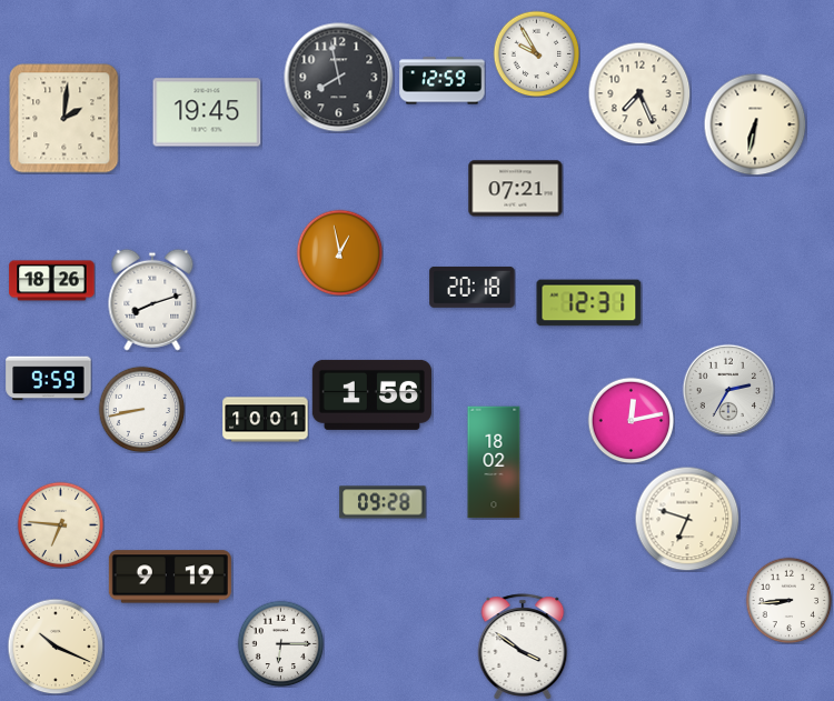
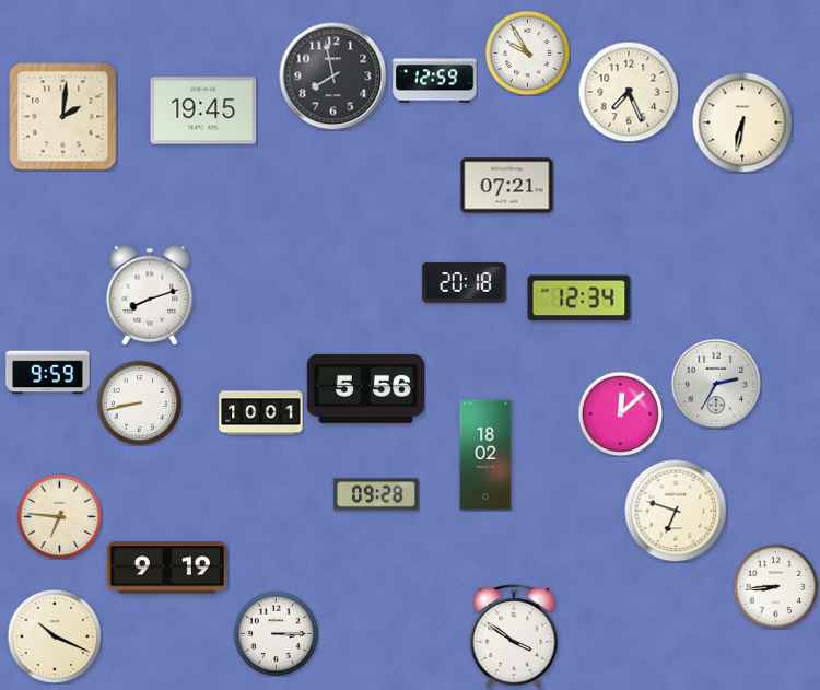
clock at (339, 252): 12:58 -> none
clock at (52, 281): 18:26 -> none
clock at (589, 303): 12:31 -> 12:34
clock at (371, 394): 1:56 -> 5:56
clock at (631, 420): 12:13 -> 12:08
clock at (788, 600) position: (788, 600) -> (775, 586)
clock at (280, 643): 6:15 -> 3:15
